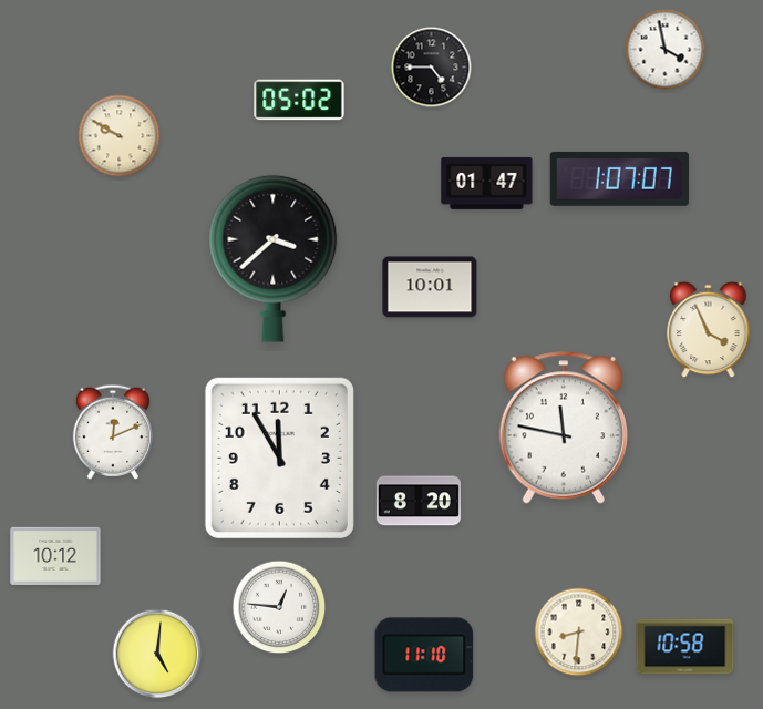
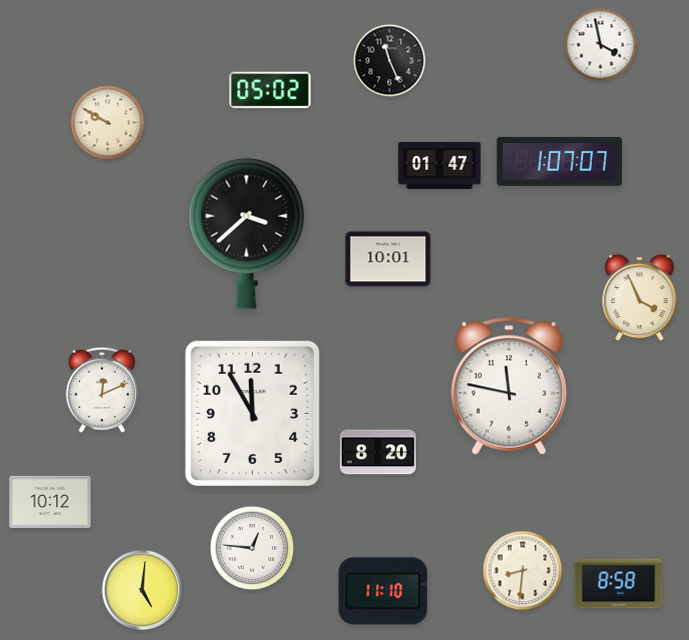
clock at (432, 68): 4:45 -> 11:26
clock at (685, 647): 10:58 -> 8:58
